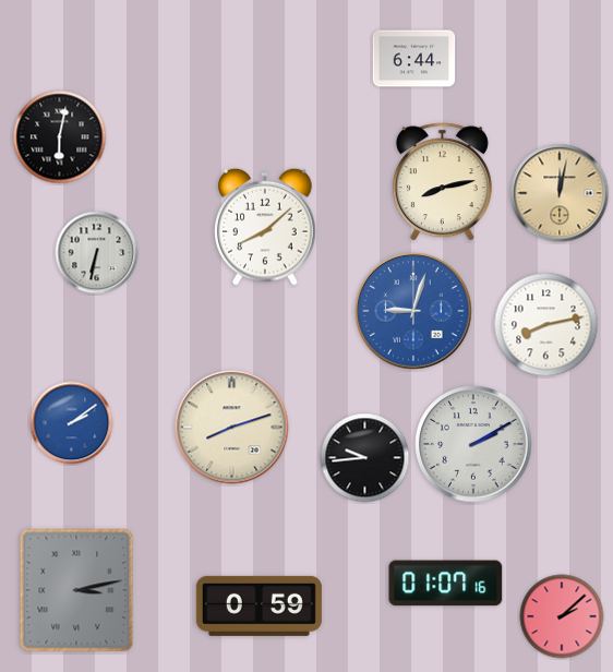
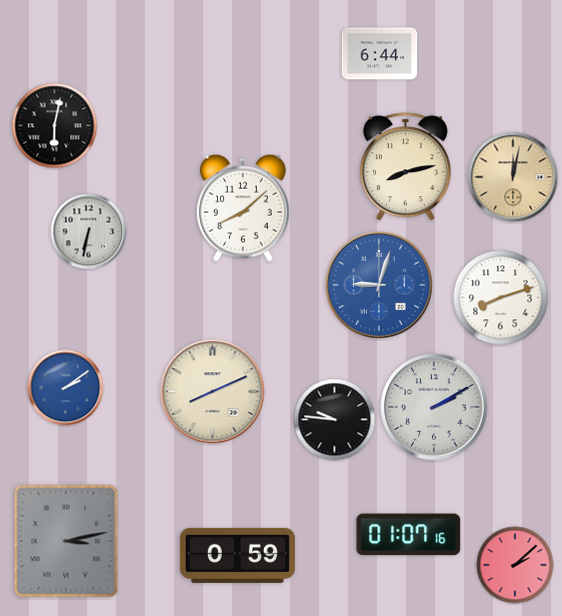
clock at (546, 325): 8:13 -> 8:12
clock at (232, 428): 8:12 -> 8:11
clock at (365, 458): 9:44 -> 9:46
clock at (76, 590) position: (76, 590) -> (66, 541)
